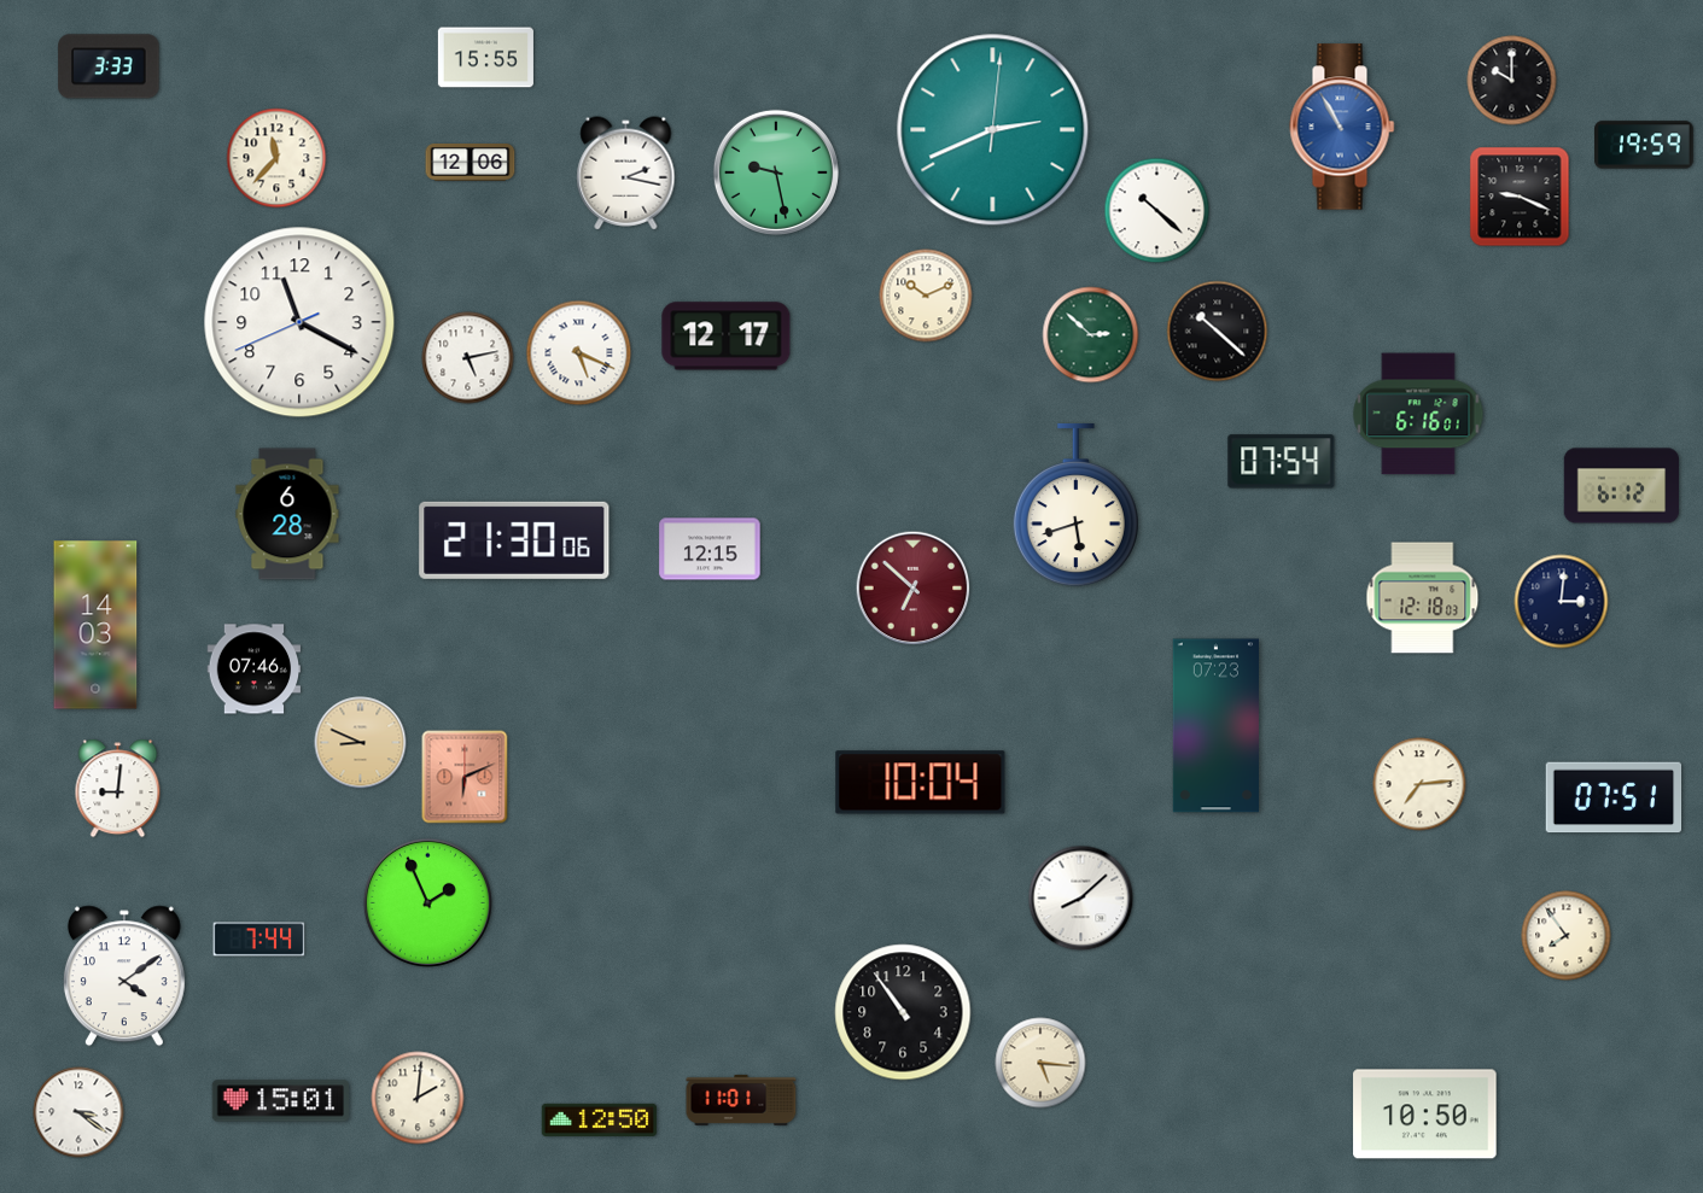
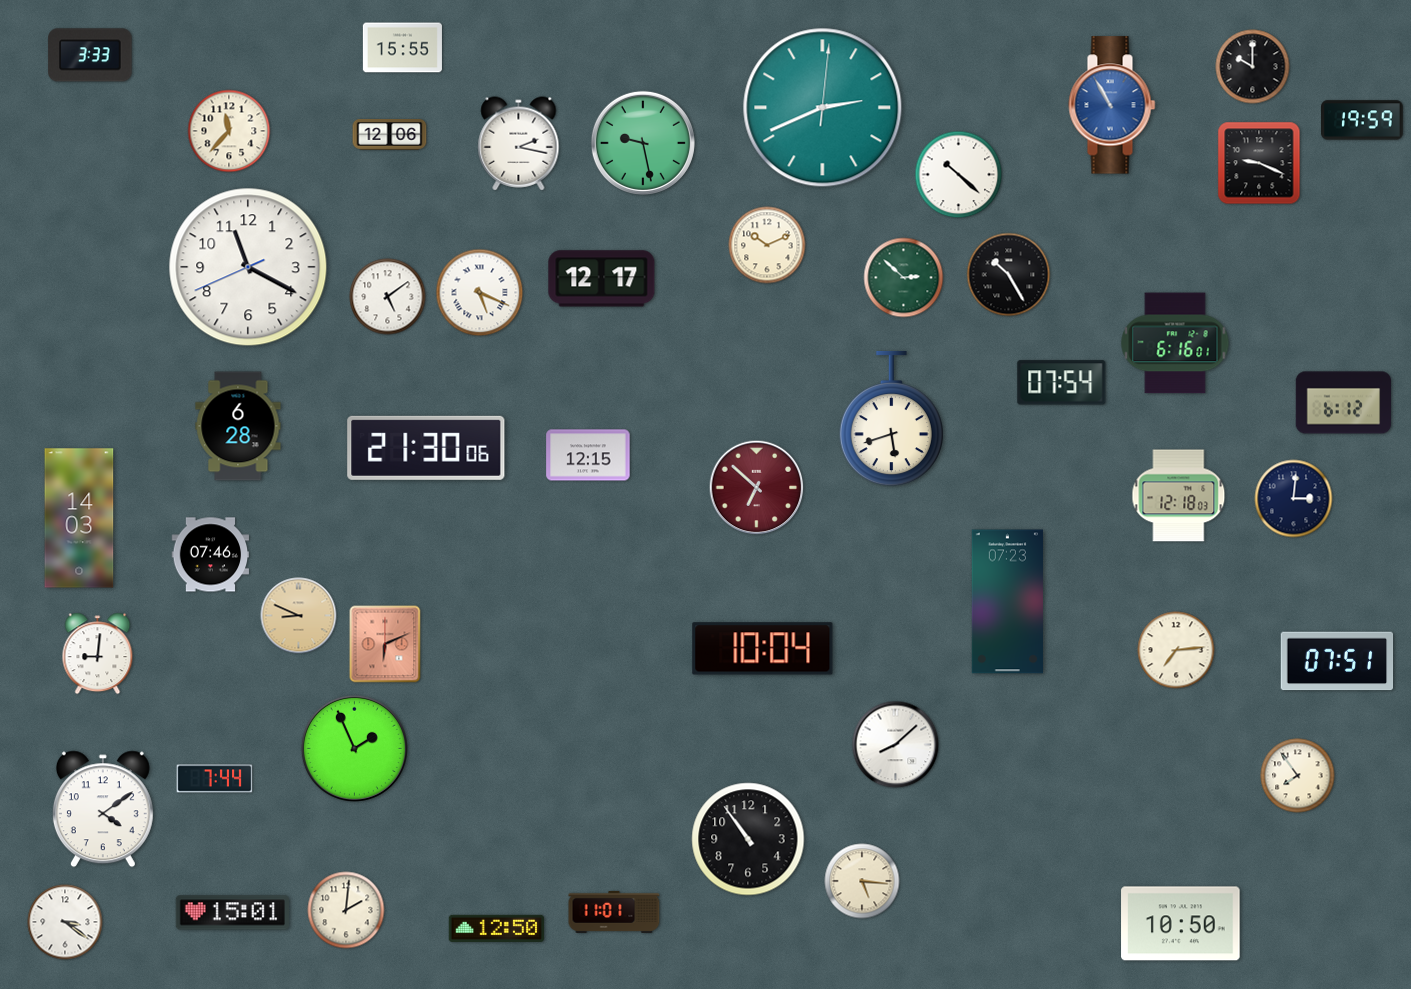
clock at (1218, 332): 10:22 -> 10:25
clock at (468, 358): 5:13 -> 5:09
